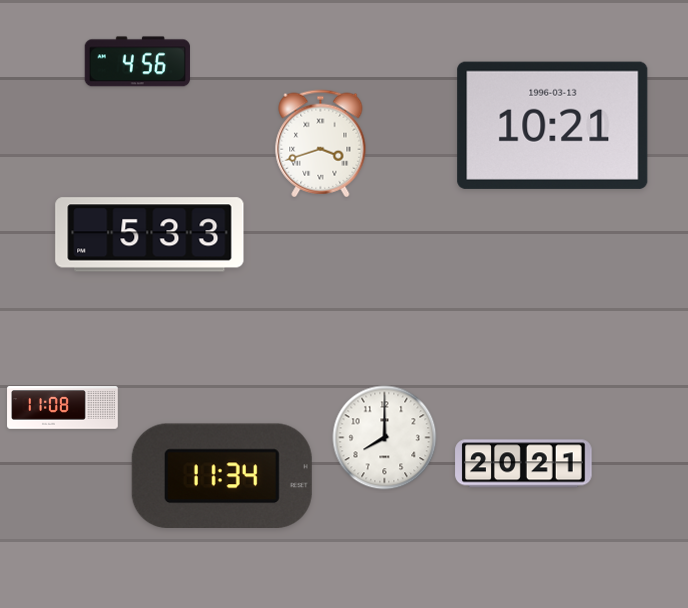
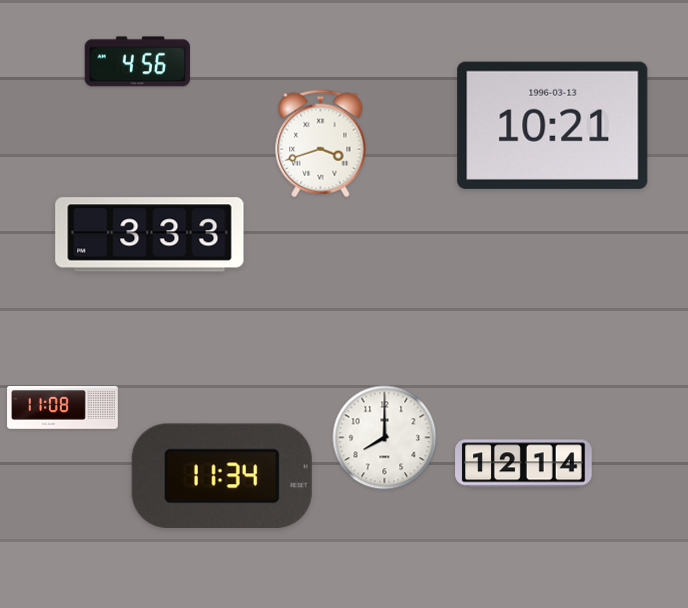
clock at (150, 235): 5:33 -> 3:33
clock at (524, 464): 20:21 -> 12:14
